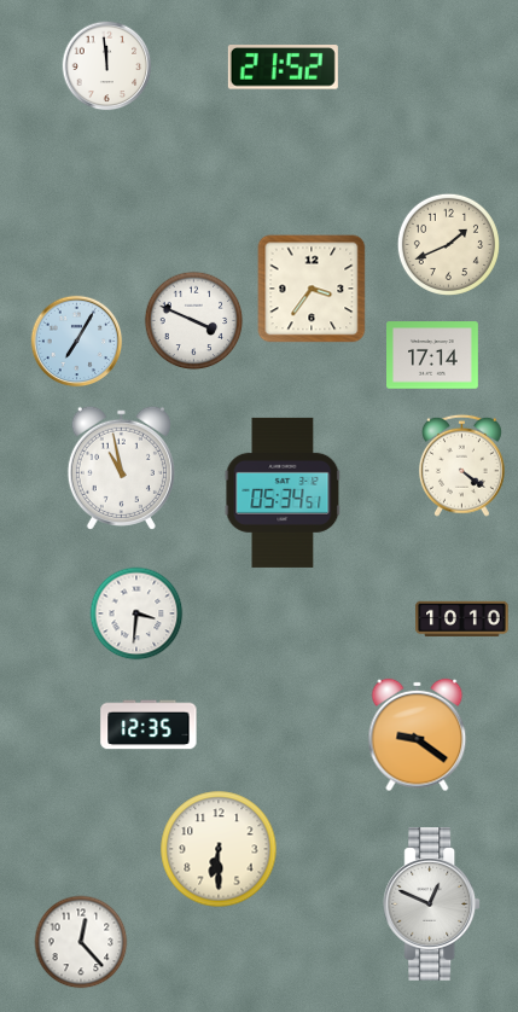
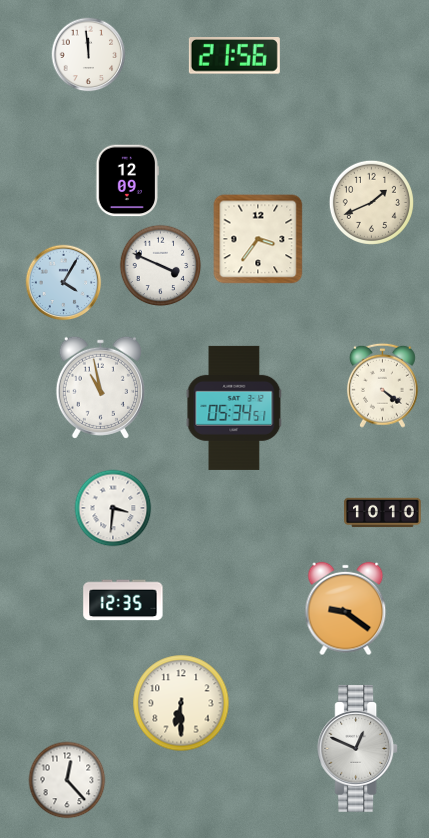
clock at (283, 68): 21:52 -> 21:56
clock at (127, 181): none -> 12:09
clock at (77, 342): 7:05 -> 4:05
clock at (433, 355): 17:14 -> none
